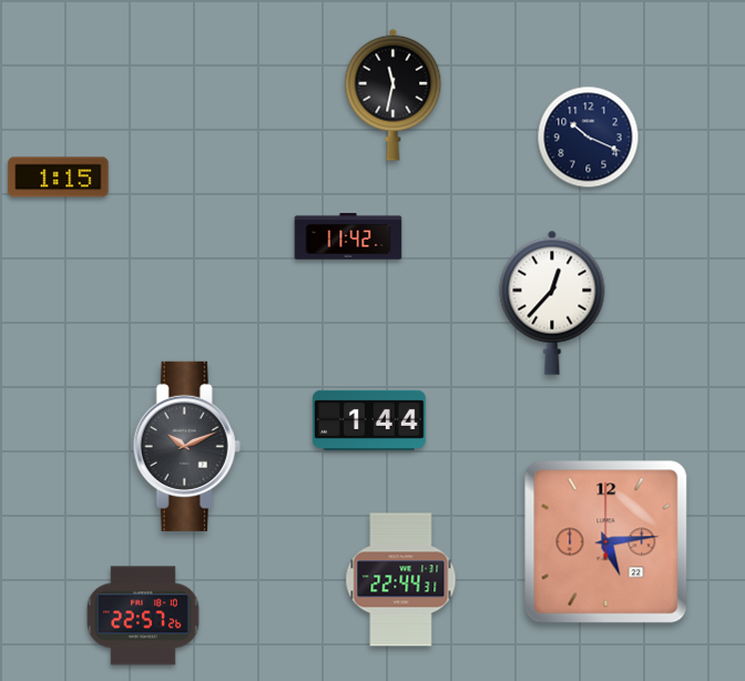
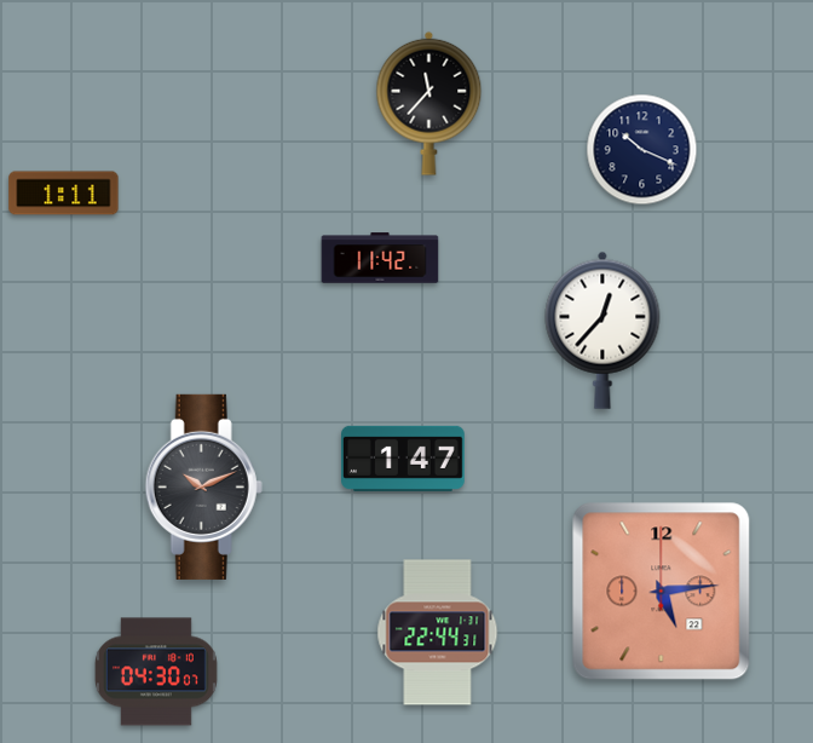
clock at (394, 94): 11:32 -> 11:37
clock at (59, 177): 1:15 -> 1:11
clock at (370, 420): 1:44 -> 1:47
clock at (143, 616): 22:57 -> 04:30
